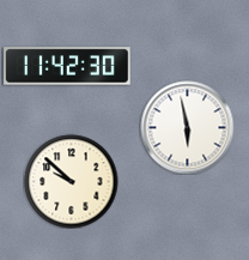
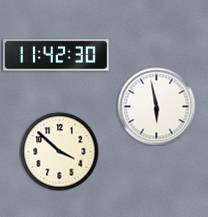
clock at (71, 181): 9:52 -> 3:52
